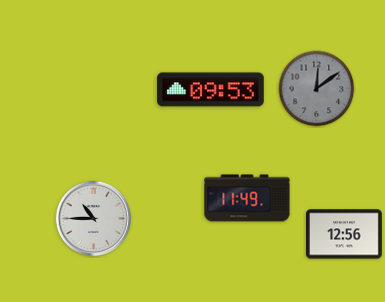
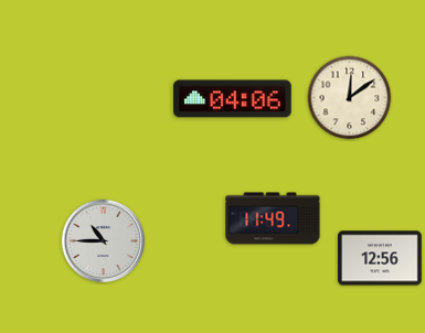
clock at (317, 89) dial: grey -> cream
clock at (211, 90): 09:53 -> 04:06
